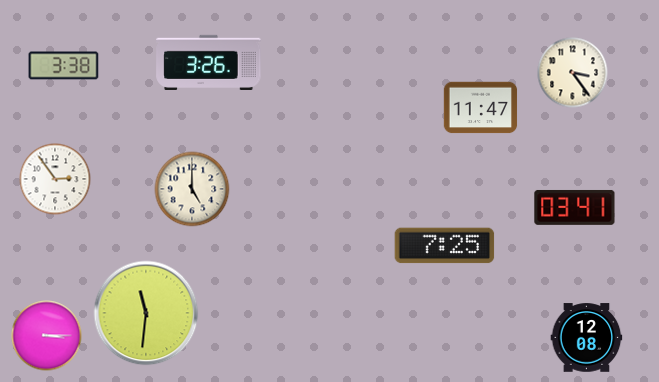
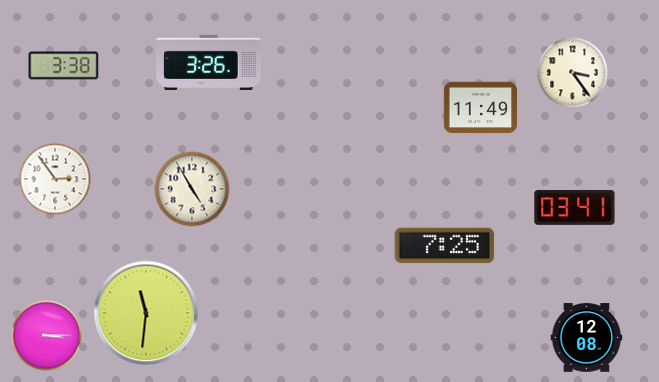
clock at (481, 108): 11:47 -> 11:49
clock at (192, 189): 5:00 -> 4:55
